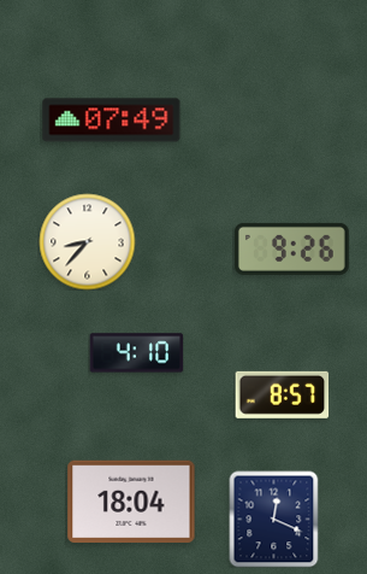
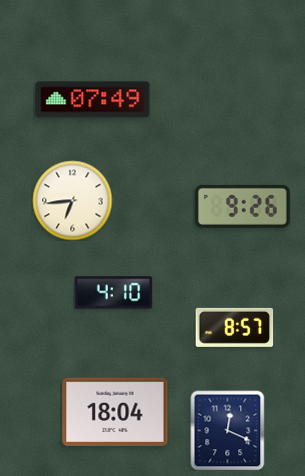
clock at (87, 241): 8:37 -> 6:44
clock at (131, 500) position: (131, 500) -> (115, 411)
